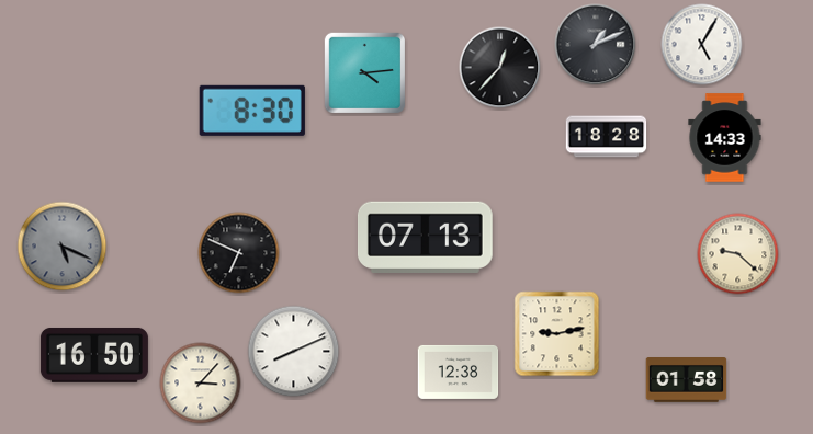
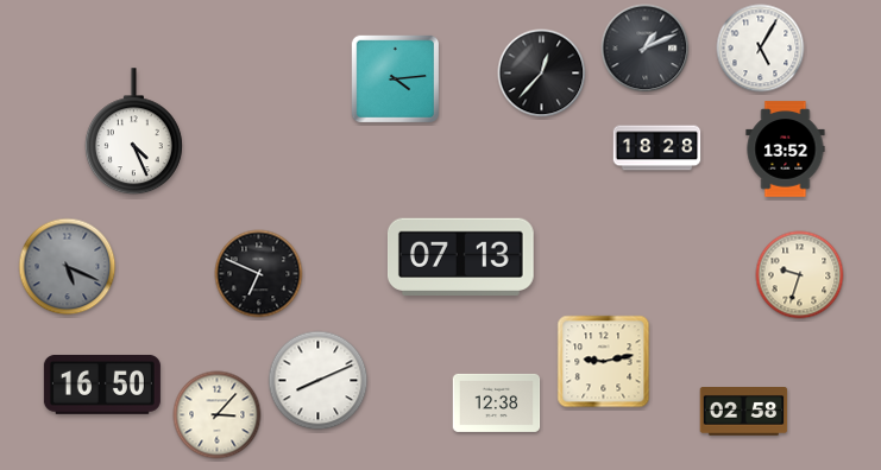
clock at (252, 111): 8:30 -> none
clock at (133, 132): none -> 4:26
clock at (725, 138): 14:33 -> 13:52
clock at (738, 254): 9:22 -> 9:33
clock at (687, 380): 01:58 -> 02:58
